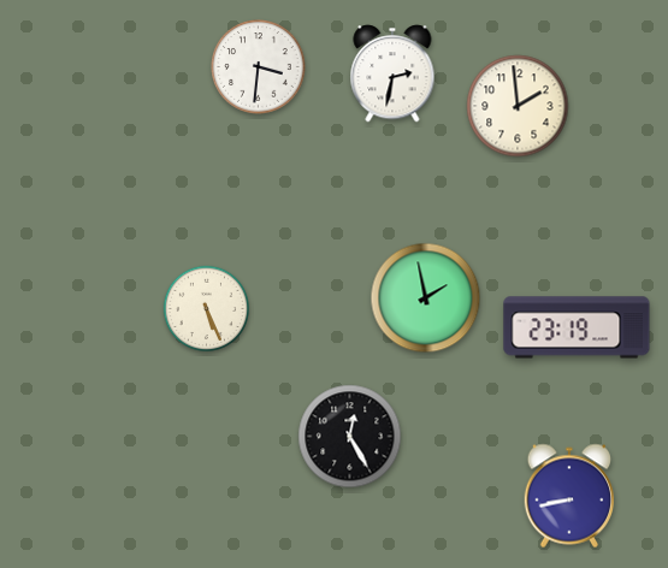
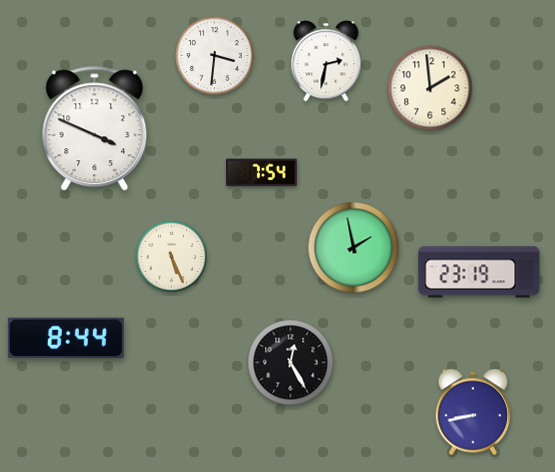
clock at (95, 129): none -> 3:49
clock at (262, 173): none -> 7:54
clock at (66, 337): none -> 8:44
